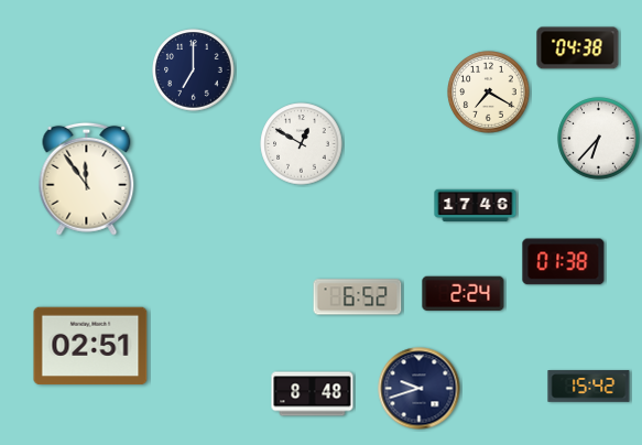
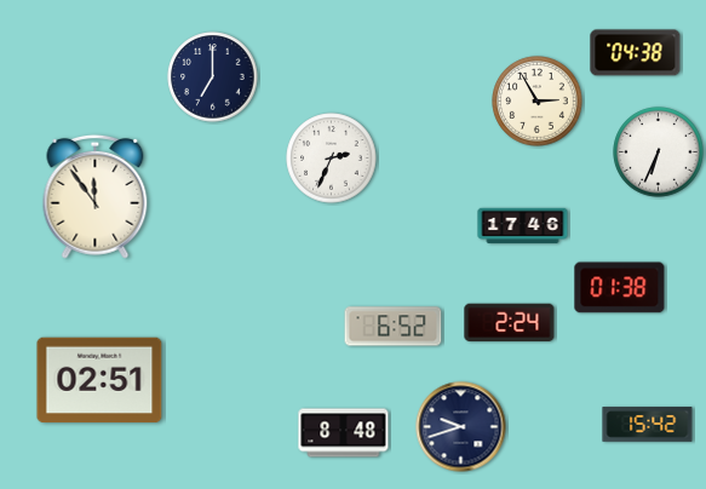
clock at (489, 93): 7:20 -> 2:55
clock at (599, 139): 6:37 -> 6:34
clock at (302, 144): 12:50 -> 2:34
